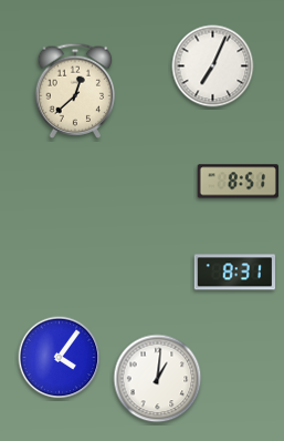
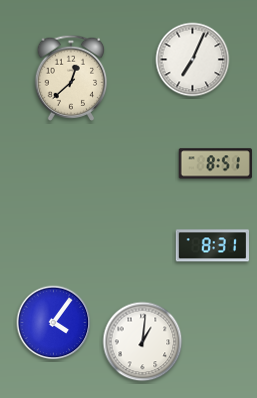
clock at (75, 91) position: (75, 91) -> (71, 78)
